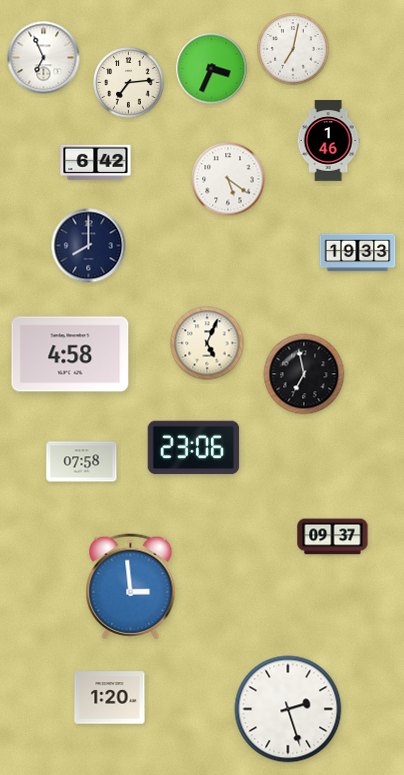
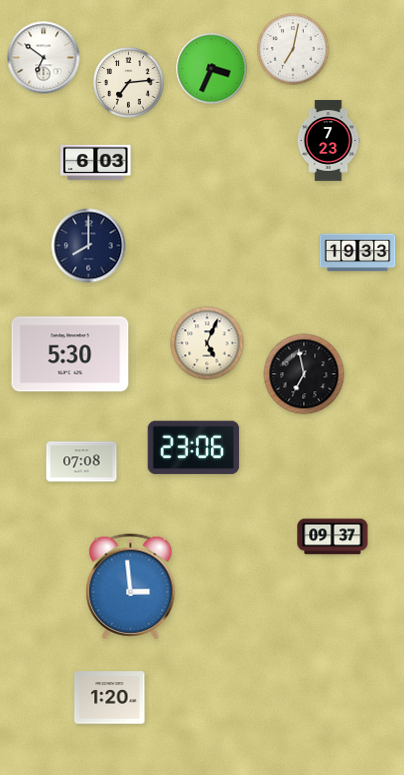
clock at (44, 58): 6:56 -> 6:51
clock at (328, 141): 1:46 -> 7:23
clock at (96, 163): 6:42 -> 6:03
clock at (228, 179): 5:21 -> none
clock at (70, 354): 4:58 -> 5:30
clock at (82, 462): 07:58 -> 07:08
clock at (288, 709): 2:27 -> none
